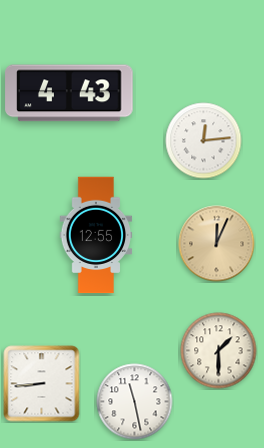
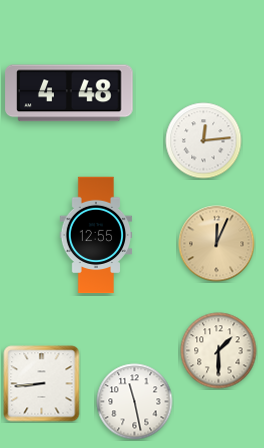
clock at (69, 93): 4:43 -> 4:48
